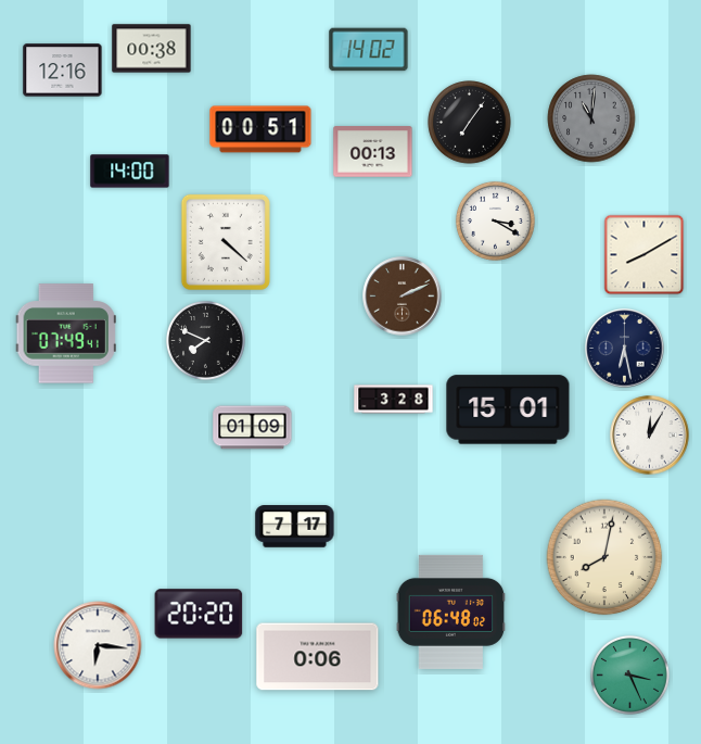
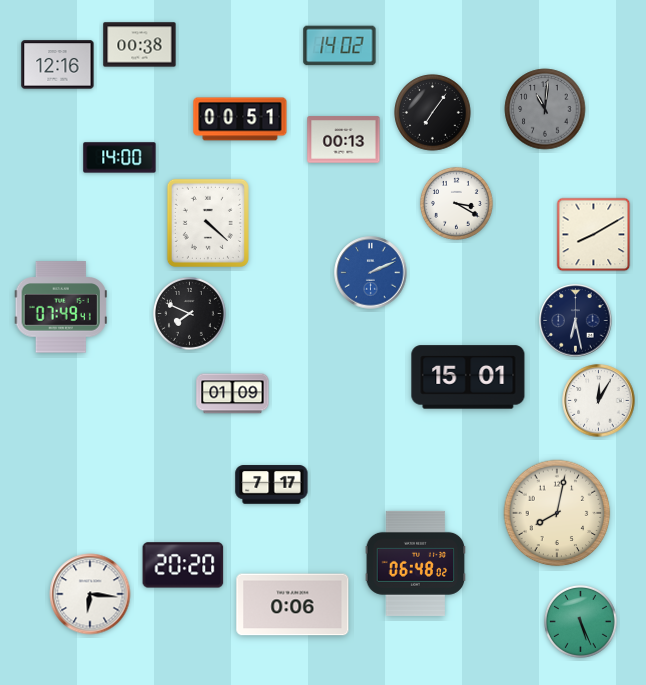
clock at (403, 297) dial: brown -> blue
clock at (394, 400): 3:28 -> none
clock at (629, 674): 3:26 -> 5:26
